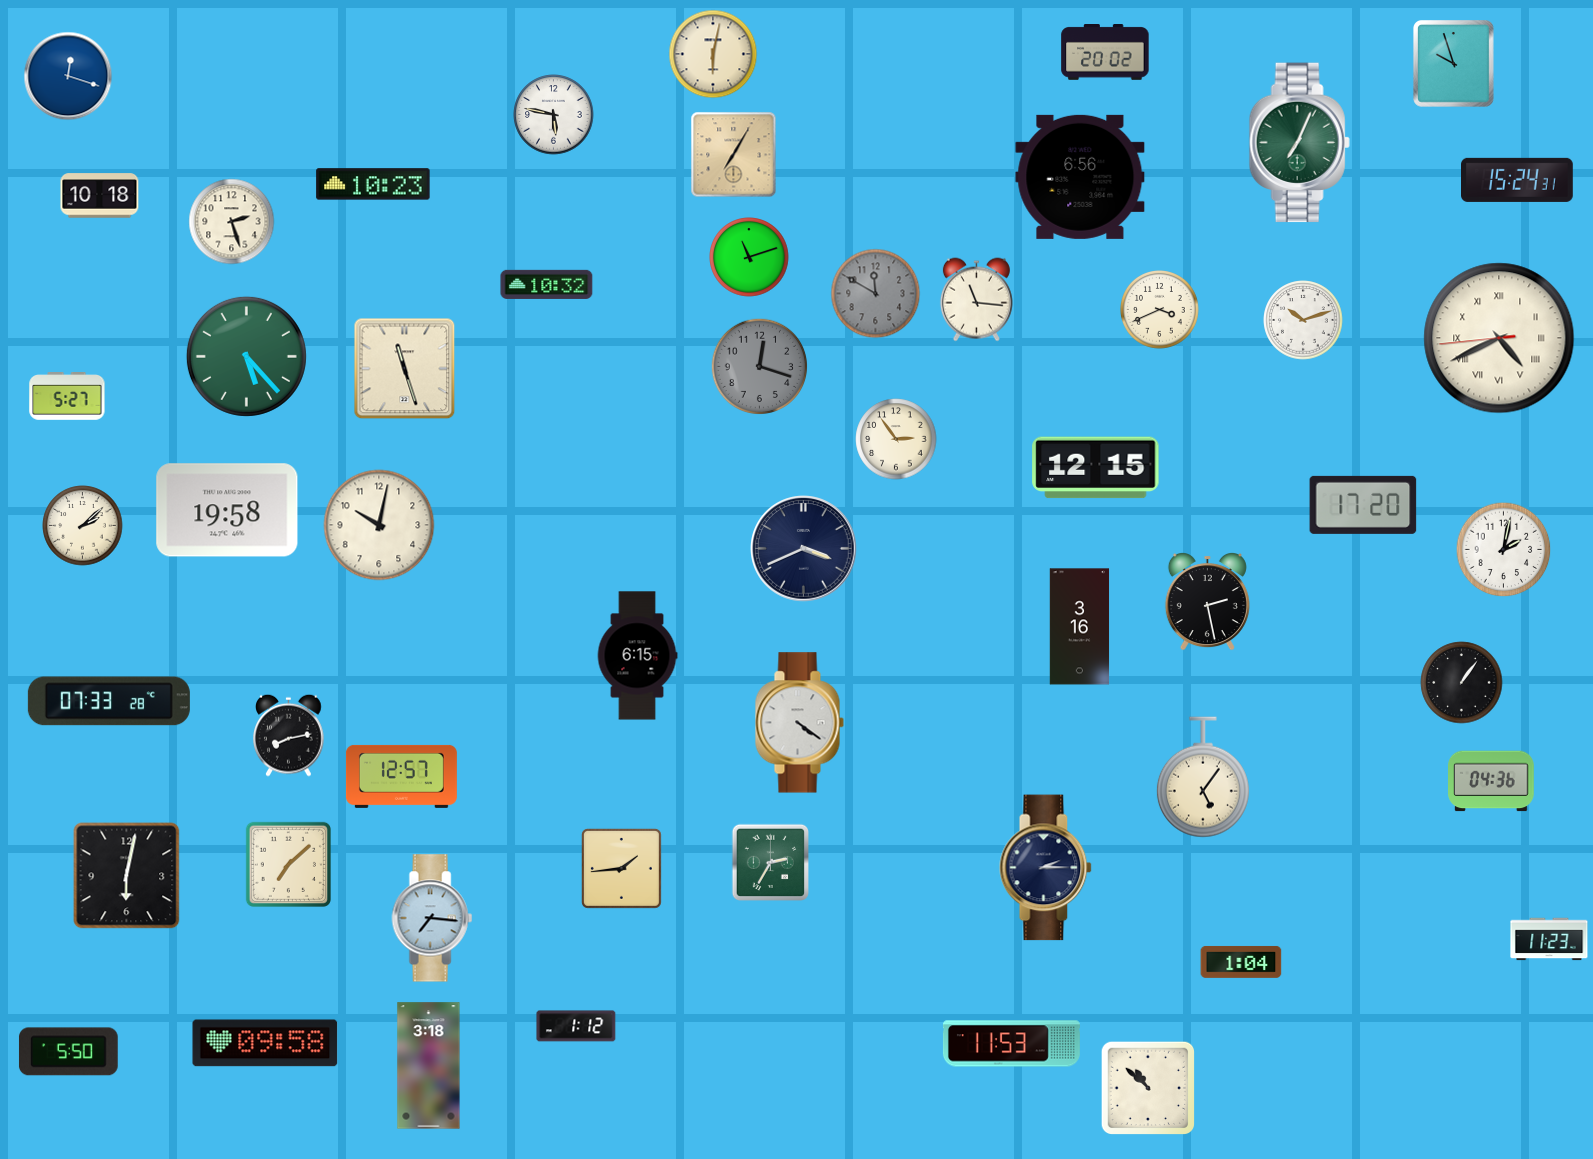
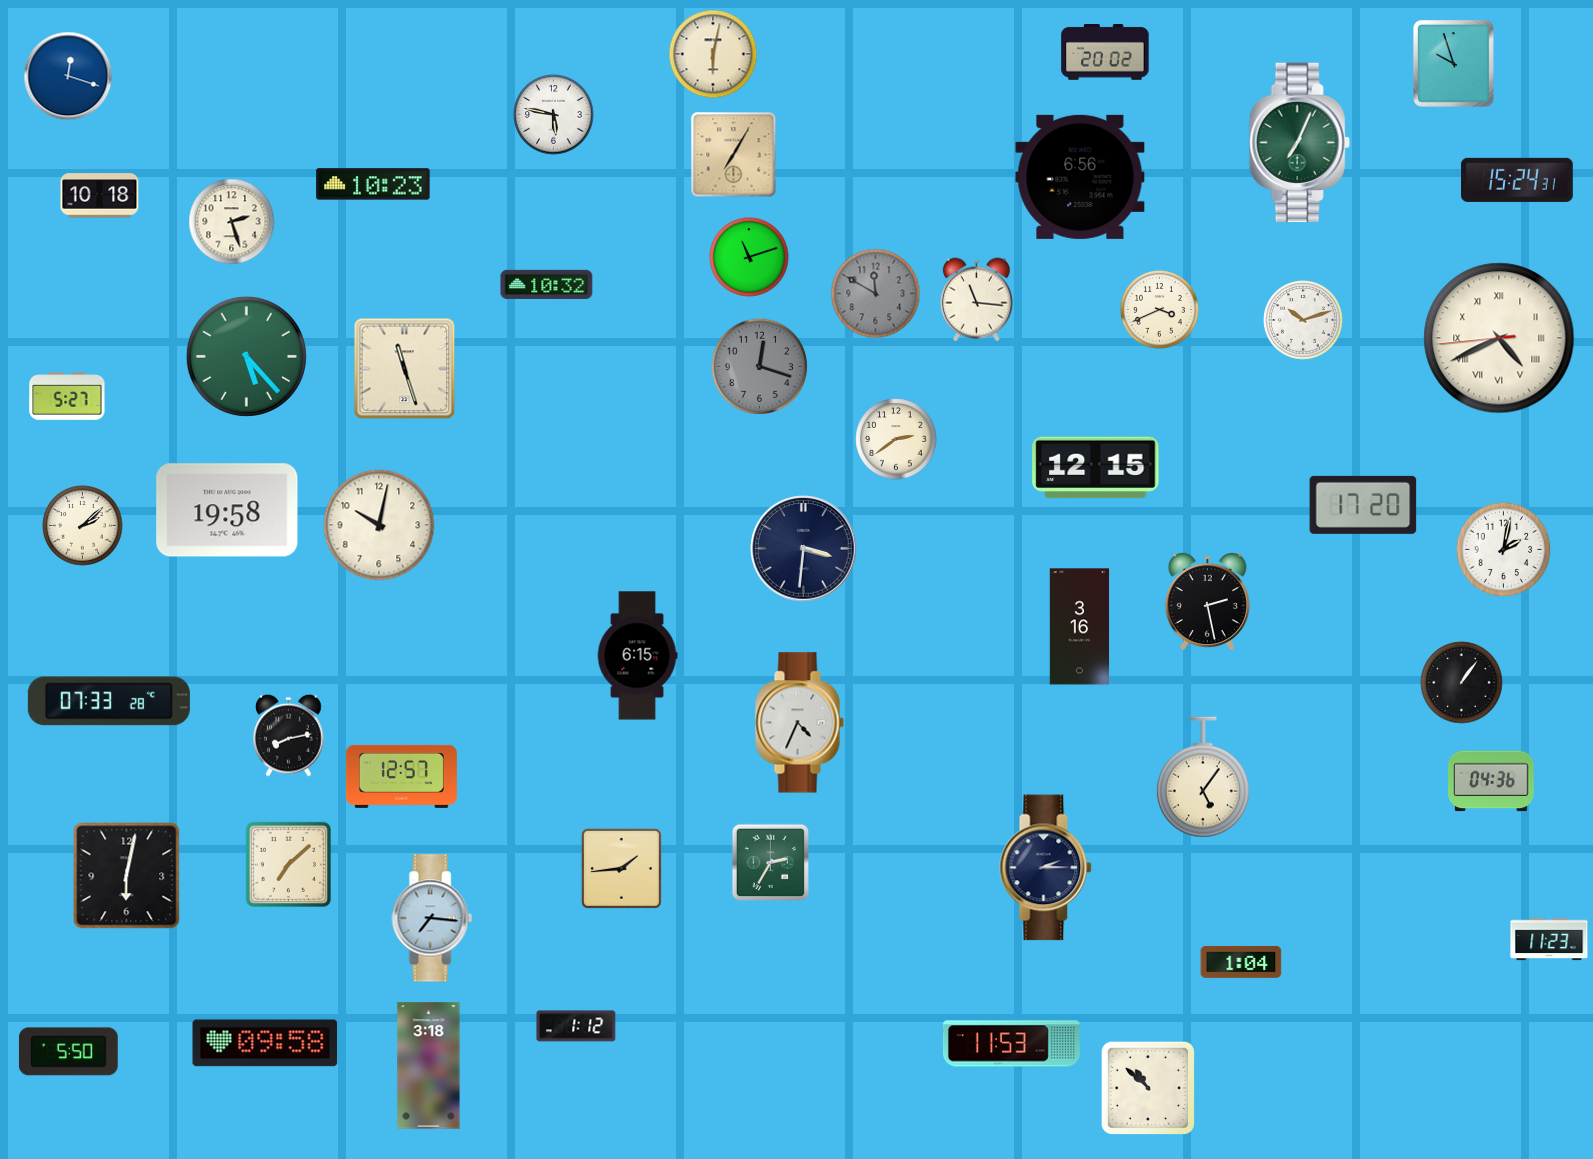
clock at (896, 439): 2:54 -> 2:39
clock at (804, 549): 3:41 -> 3:31
clock at (799, 723): 4:21 -> 4:34
